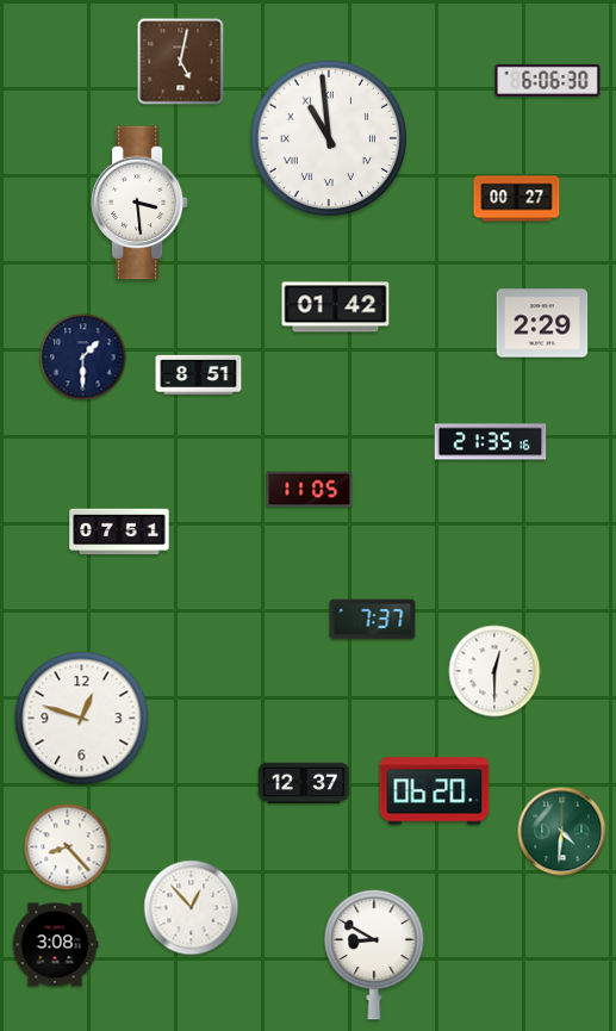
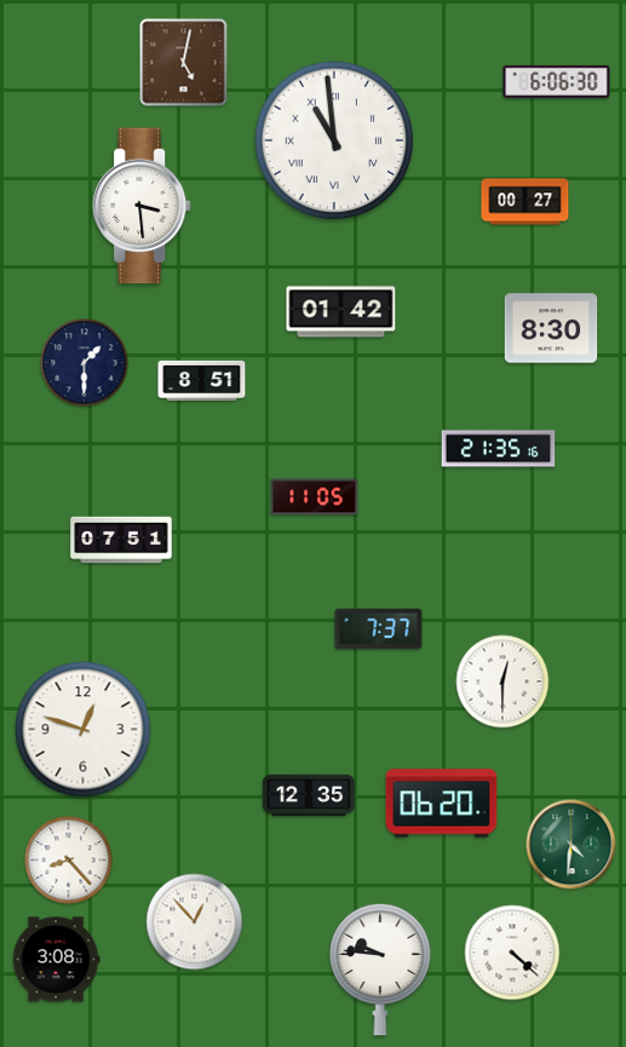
clock at (542, 323): 2:29 -> 8:30
clock at (304, 783): 12:37 -> 12:35
clock at (512, 953): none -> 4:22
clock at (374, 955): 8:50 -> 9:46
